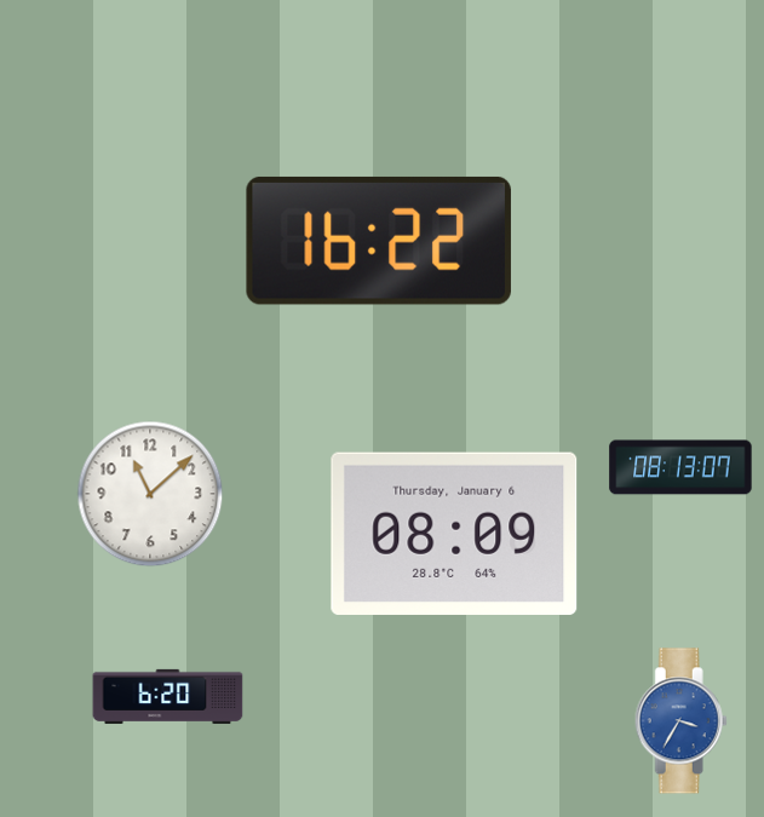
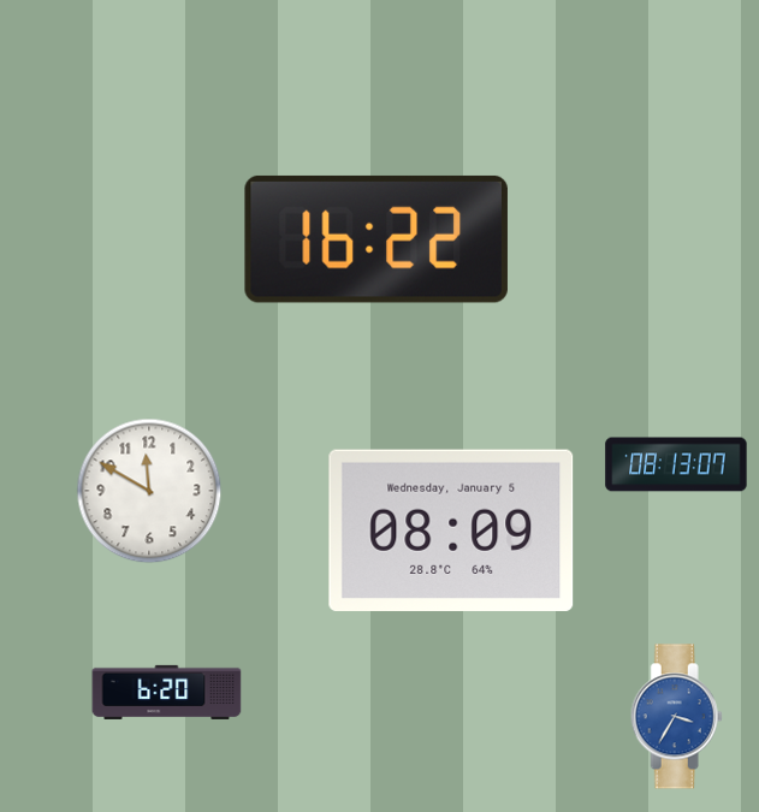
clock at (150, 494): 11:08 -> 11:50
clock at (454, 534) date: Thursday, January 6 -> Wednesday, January 5
